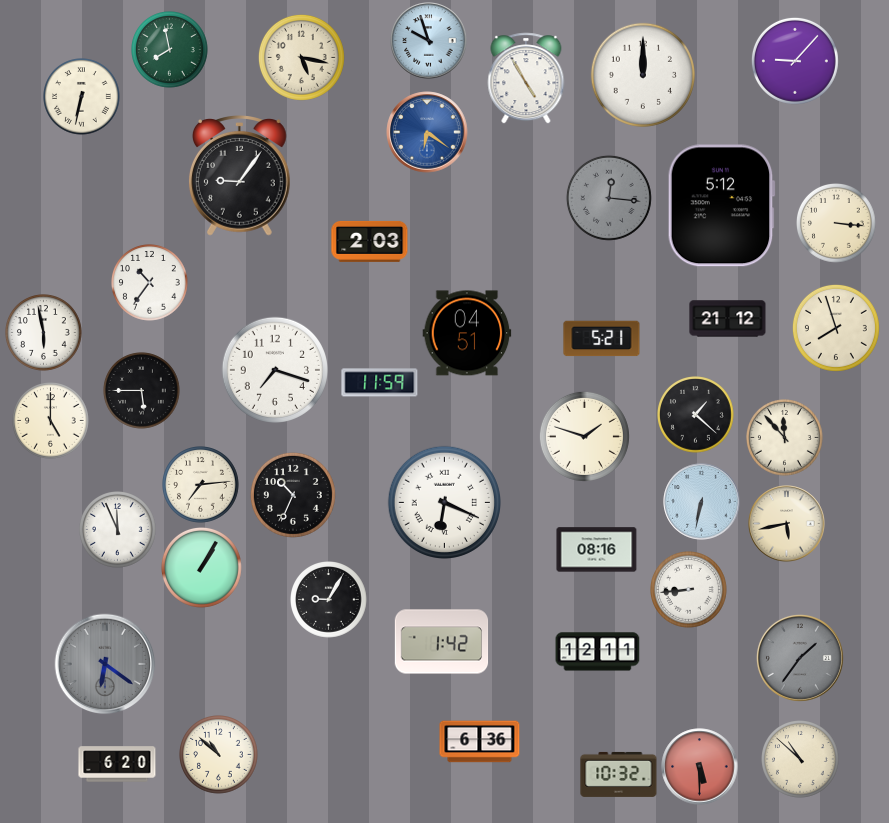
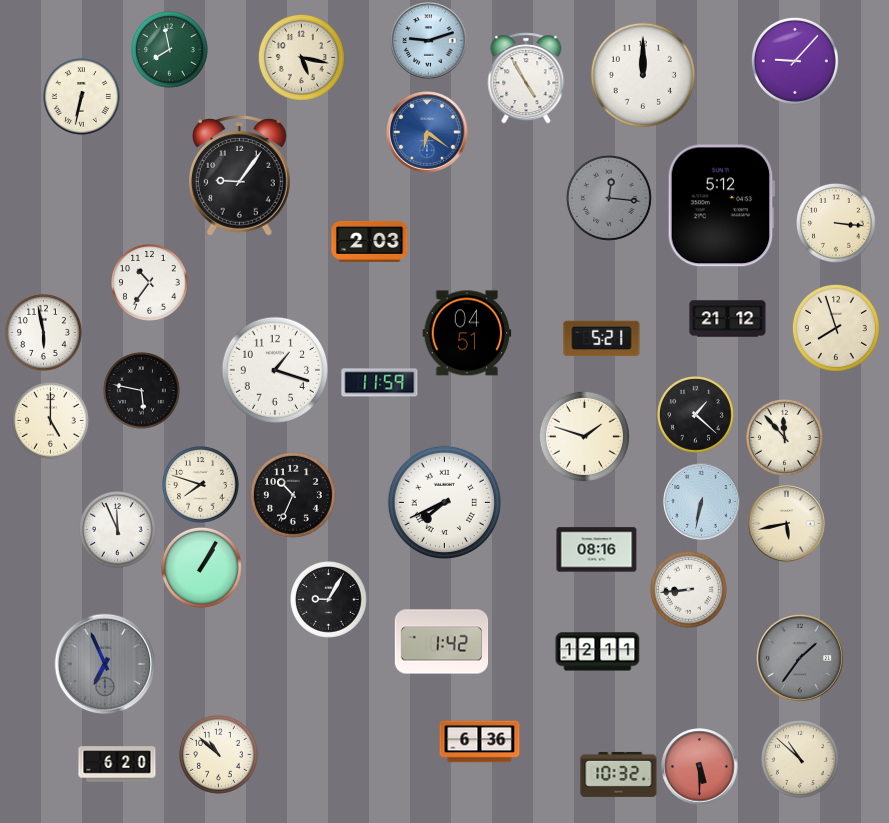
clock at (429, 41): 9:57 -> 9:12
clock at (275, 370): 7:18 -> 1:18
clock at (142, 391): 5:45 -> 5:47
clock at (201, 485): 7:14 -> 7:48
clock at (444, 502): 6:19 -> 7:41
clock at (105, 664): 6:21 -> 6:56
